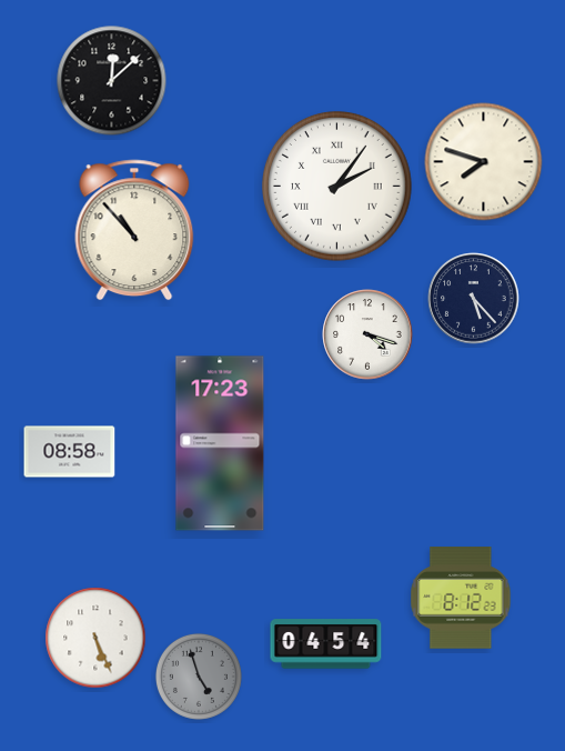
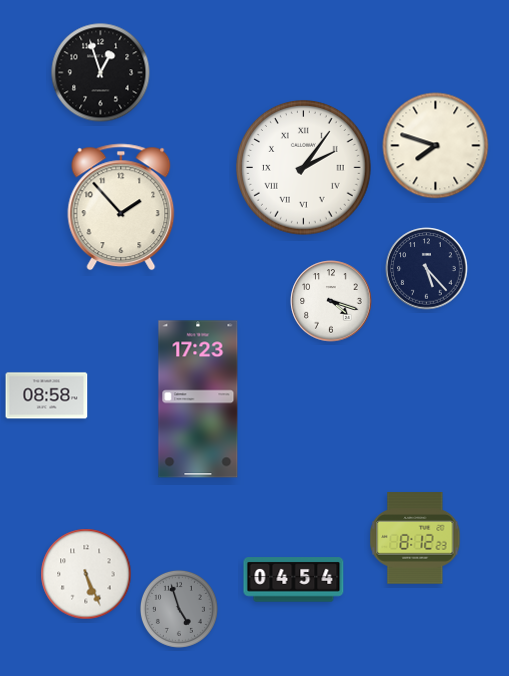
clock at (112, 81): 12:08 -> 12:57
clock at (134, 230): 10:53 -> 1:53
clock at (70, 452) position: (70, 452) -> (47, 396)
